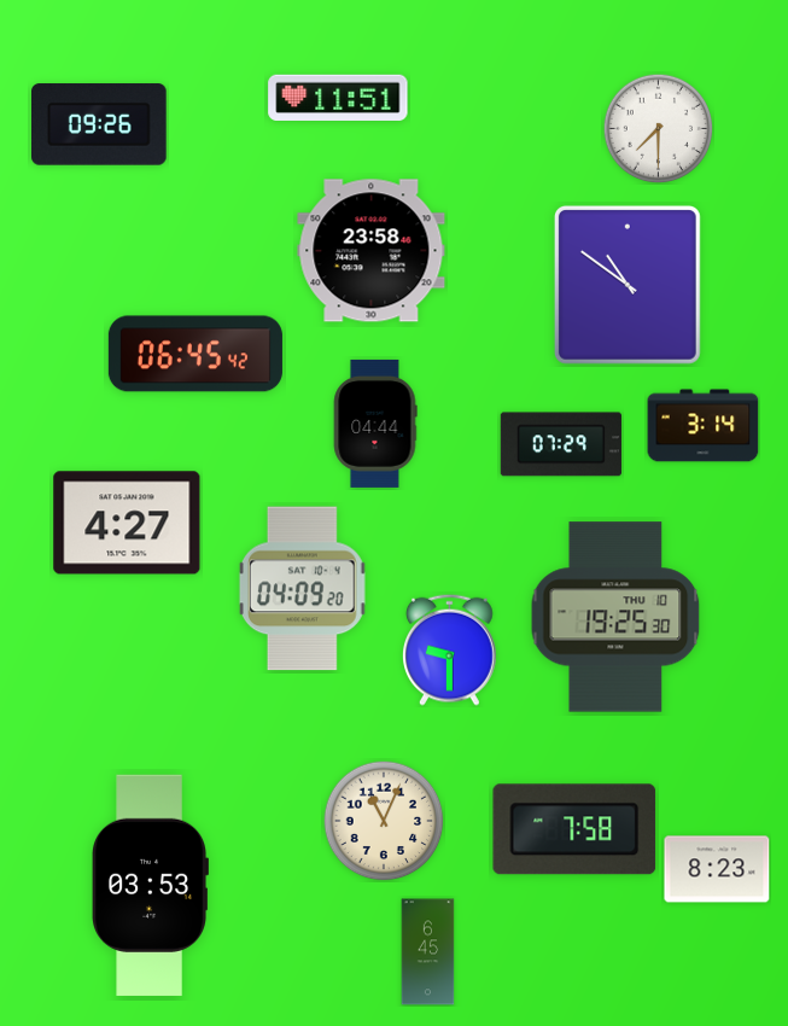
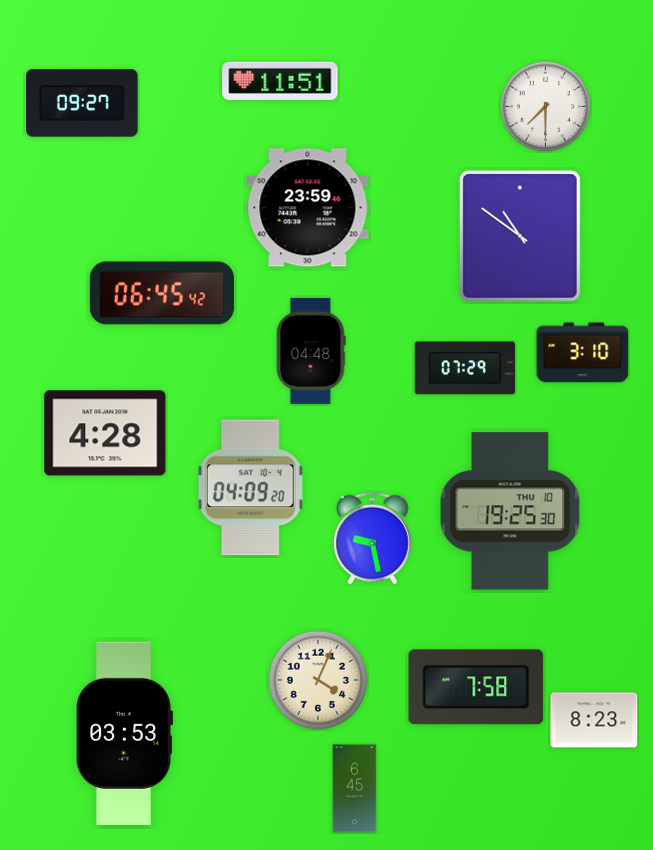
clock at (99, 124): 09:26 -> 09:27
clock at (372, 251): 23:58 -> 23:59
clock at (375, 424): 04:44 -> 04:48
clock at (704, 426): 3:14 -> 3:10
clock at (127, 523): 4:27 -> 4:28
clock at (450, 649): 9:30 -> 9:28
clock at (384, 821): 11:04 -> 4:04
